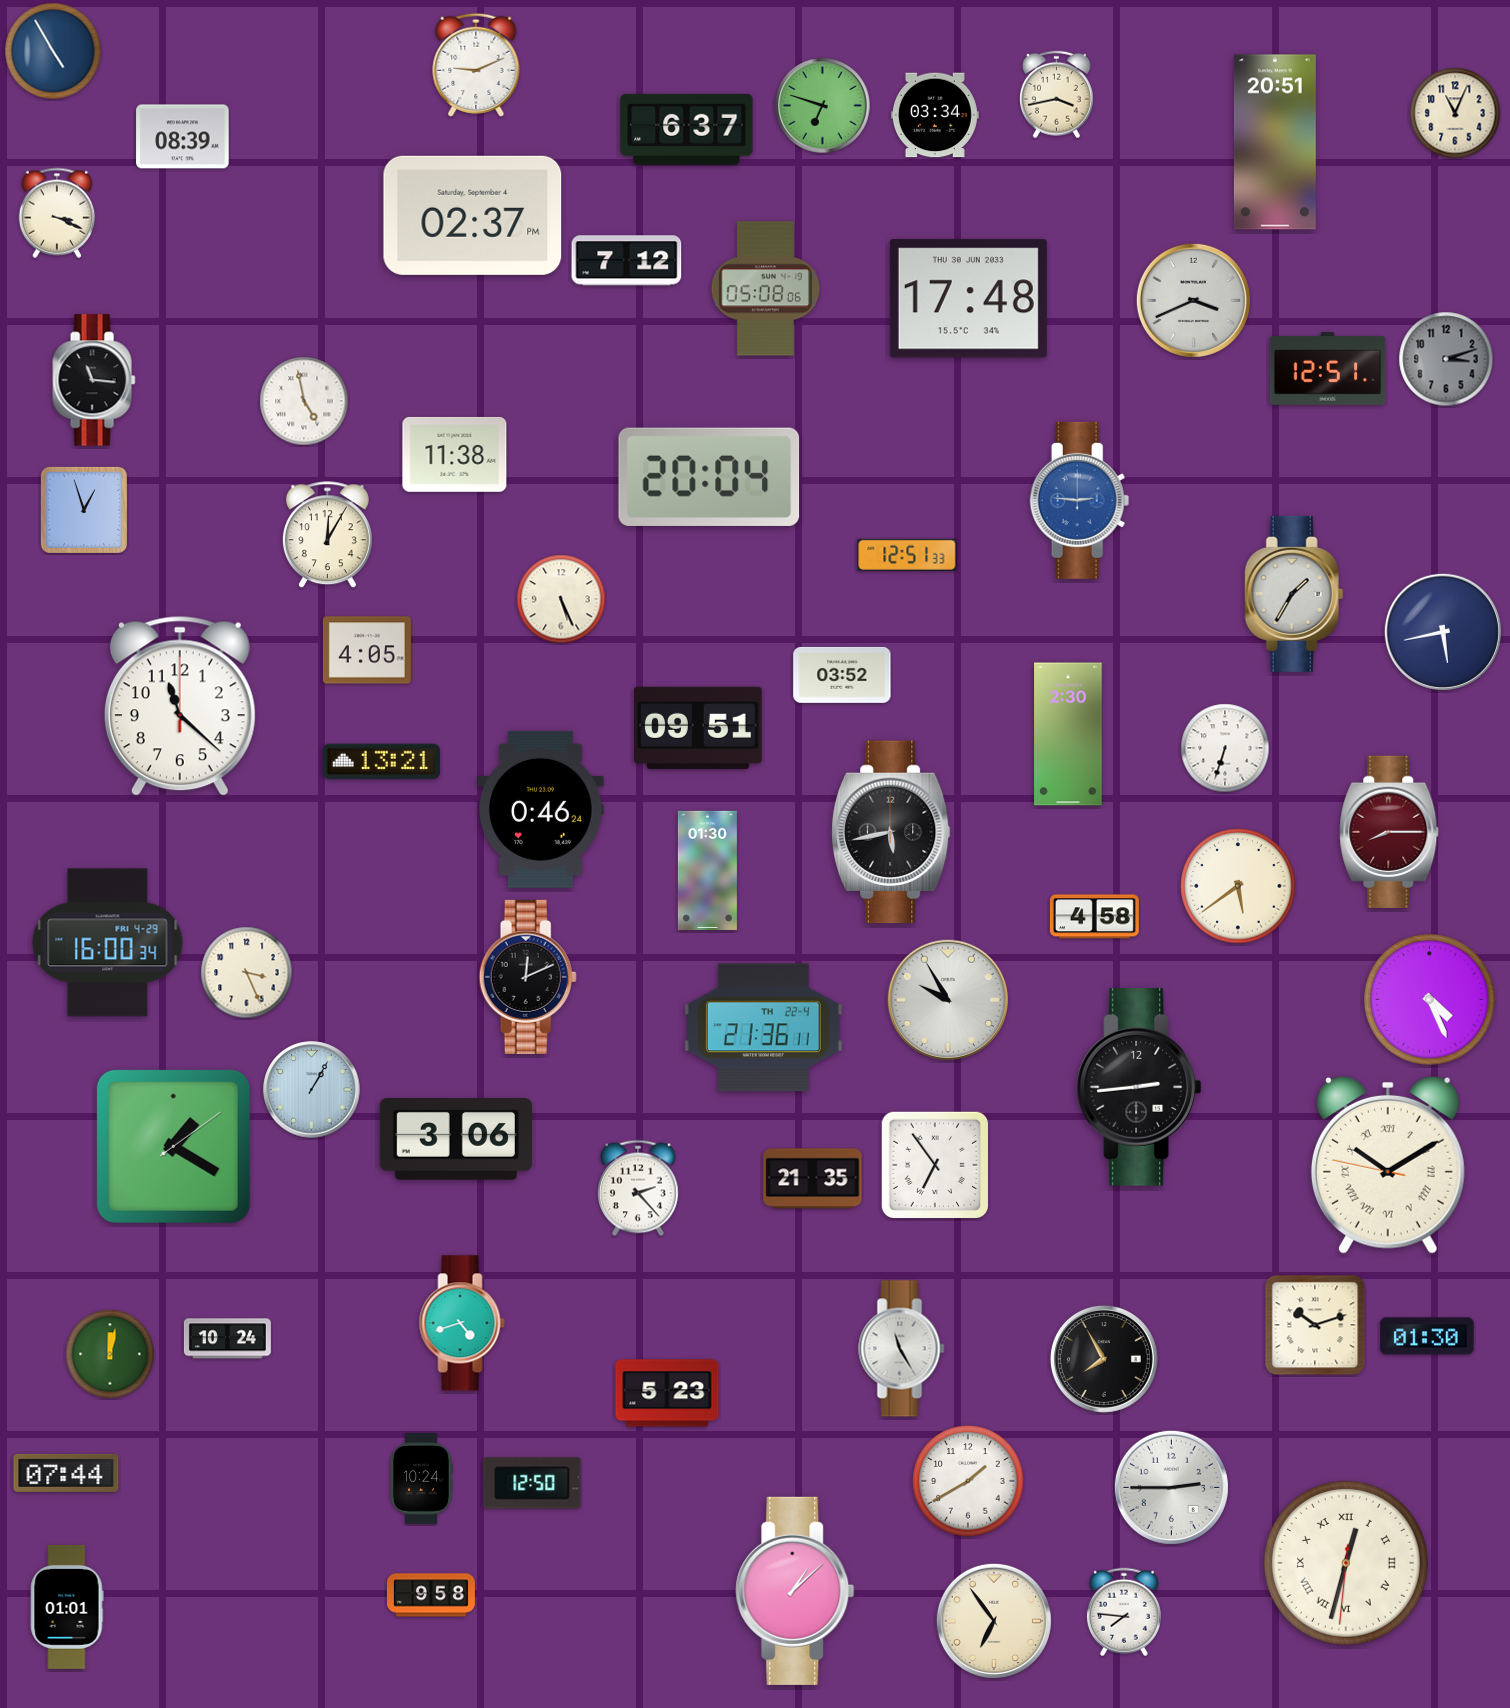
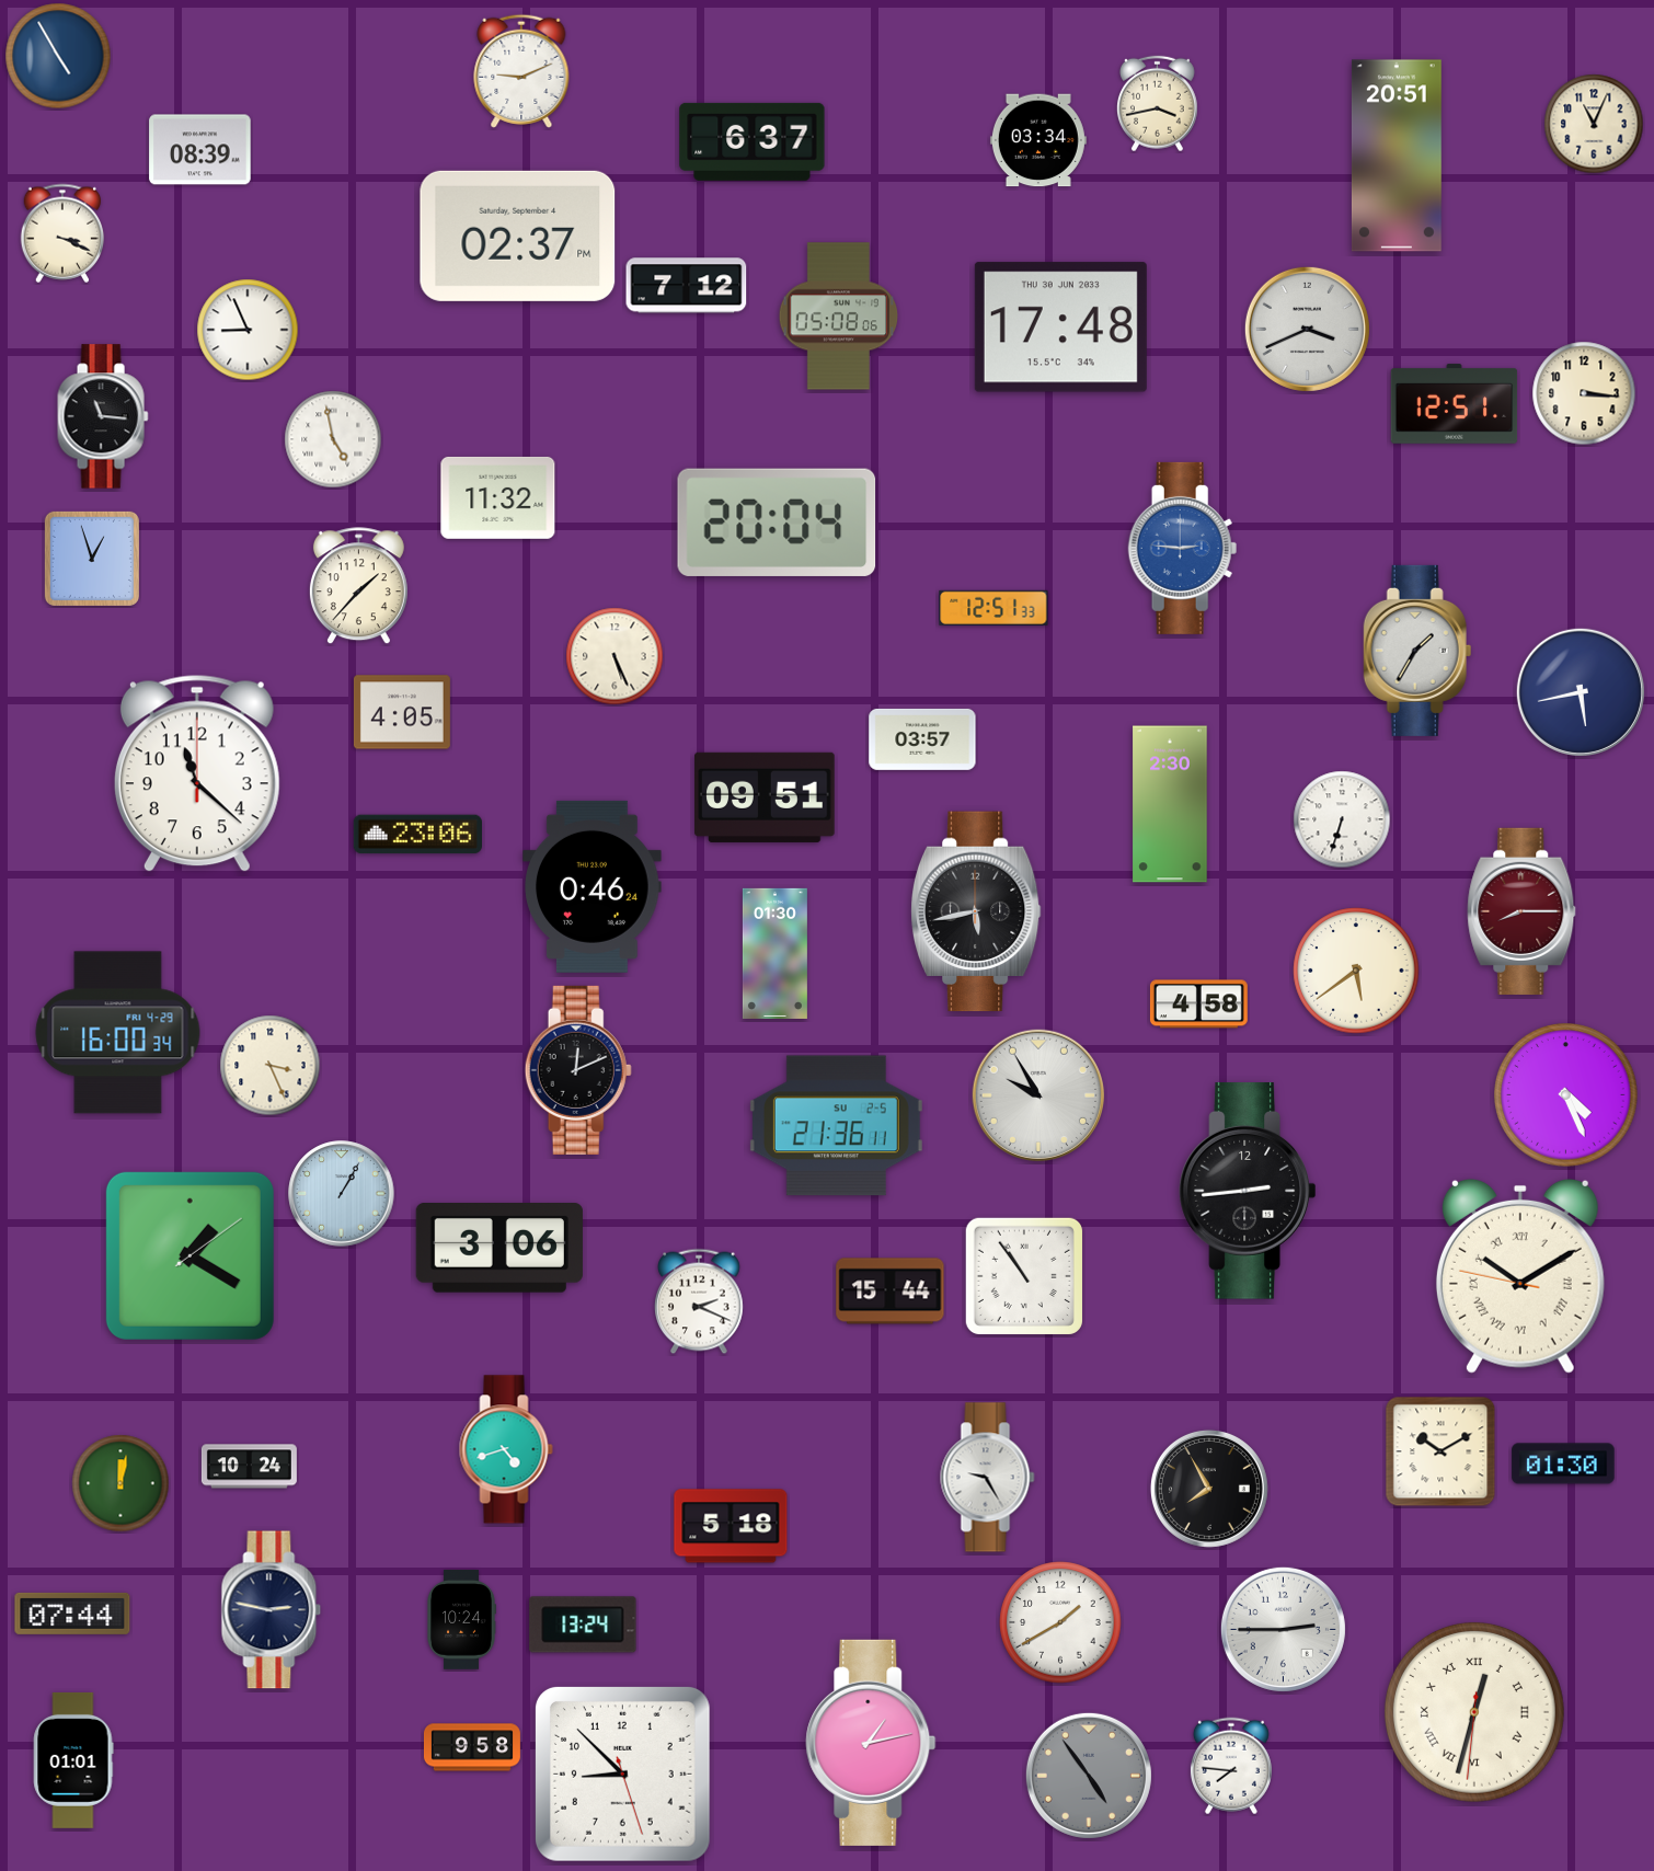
clock at (823, 106): 6:48 -> none
clock at (935, 115) position: (935, 115) -> (1038, 140)
clock at (248, 330): none -> 8:56
clock at (1446, 359): 3:12 -> 3:16
clock at (1446, 359) dial: grey -> cream
clock at (455, 454): 11:38 -> 11:32
clock at (327, 535): 12:05 -> 1:37
clock at (842, 675): 03:52 -> 03:57
clock at (381, 762): 13:21 -> 23:06
clock at (763, 1028) date: TH 22-4 -> SU 2-5
clock at (935, 1165): 6:54 -> 10:54
clock at (813, 1179): 21:35 -> 15:44
clock at (639, 1188): 2:23 -> 2:19
clock at (1315, 1325): 10:12 -> 10:10
clock at (902, 1349): 11:25 -> 9:25
clock at (667, 1393): 5:23 -> 5:18
clock at (272, 1610): none -> 2:47
clock at (532, 1483): 12:50 -> 13:24
clock at (795, 1591): 1:08 -> 1:13
clock at (622, 1775): none -> 8:52
clock at (994, 1621): 6:54 -> 4:54
clock at (994, 1621) dial: cream -> grey
